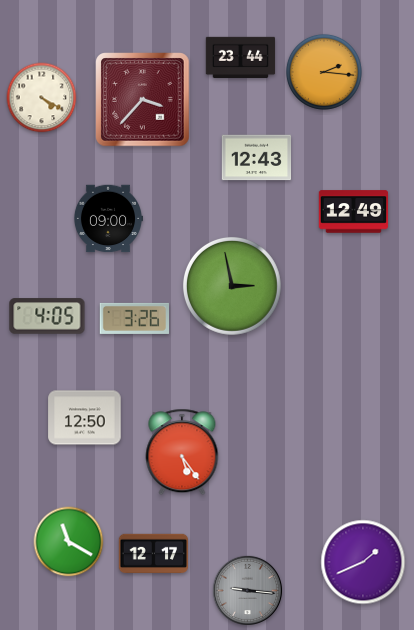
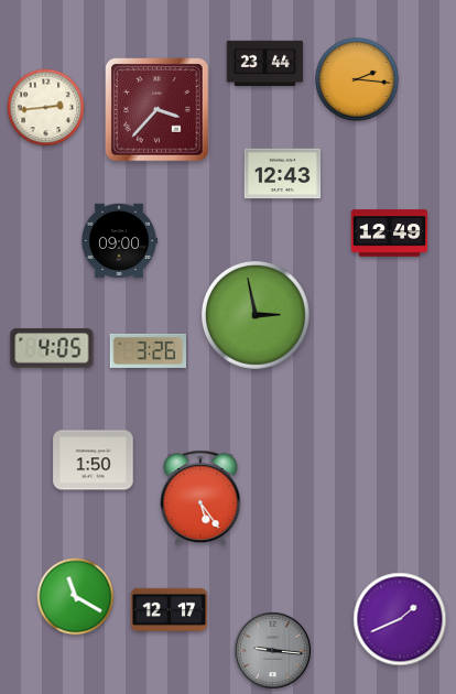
clock at (42, 98): 4:20 -> 2:44
clock at (85, 418): 12:50 -> 1:50
